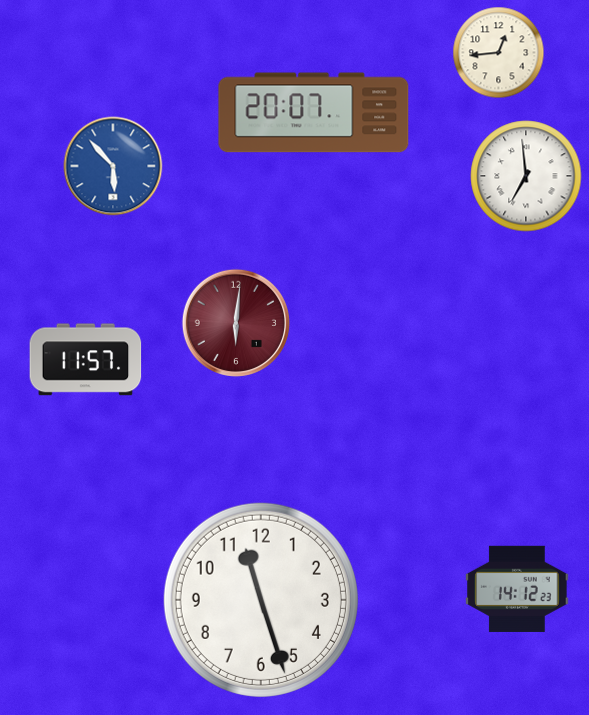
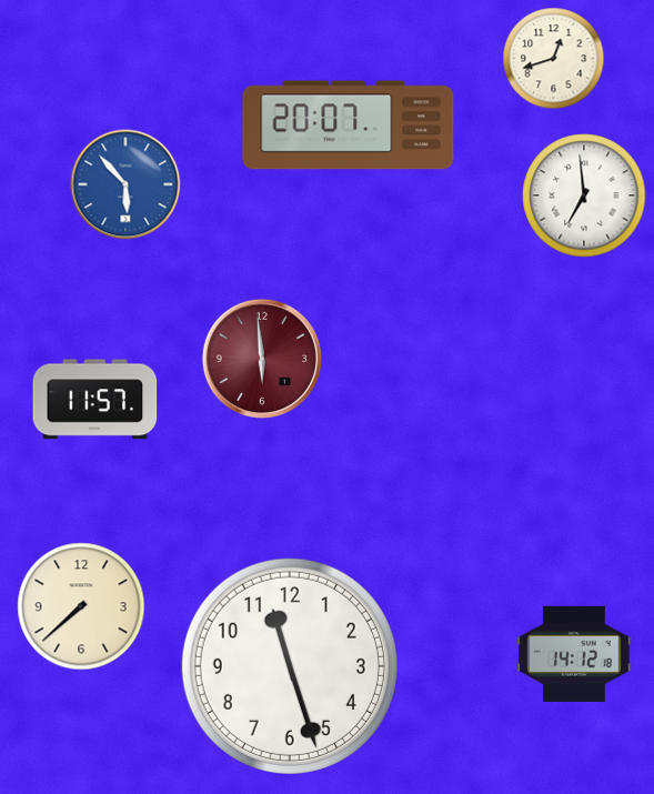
clock at (499, 53): 12:44 -> 12:42
clock at (236, 323): 6:01 -> 5:59
clock at (81, 606): none -> 7:38
clock at (517, 589): 14:12:23 -> 14:12:18
